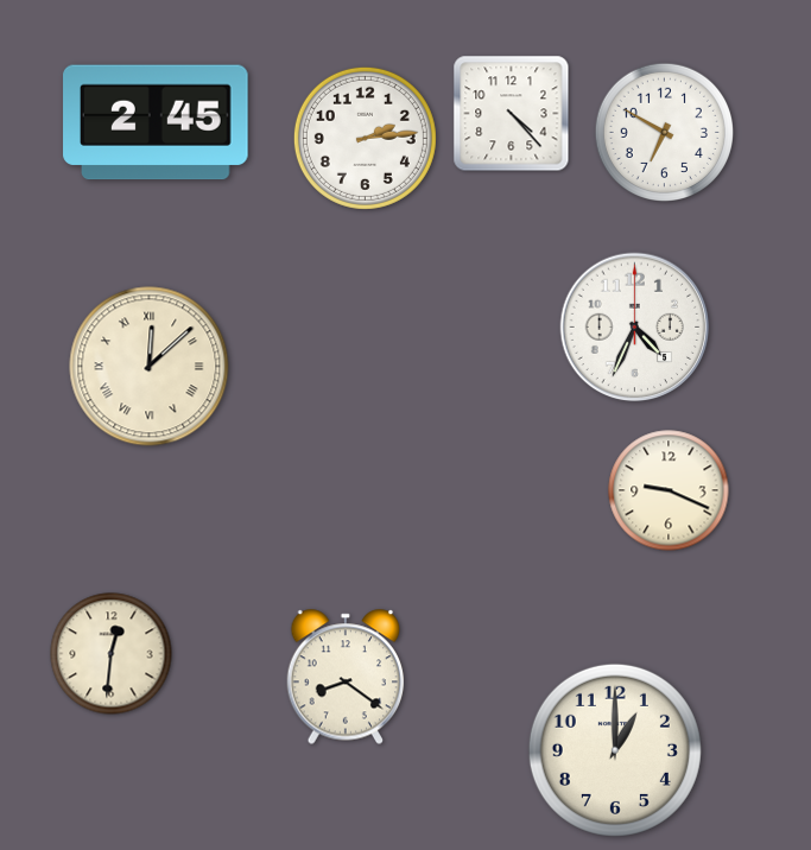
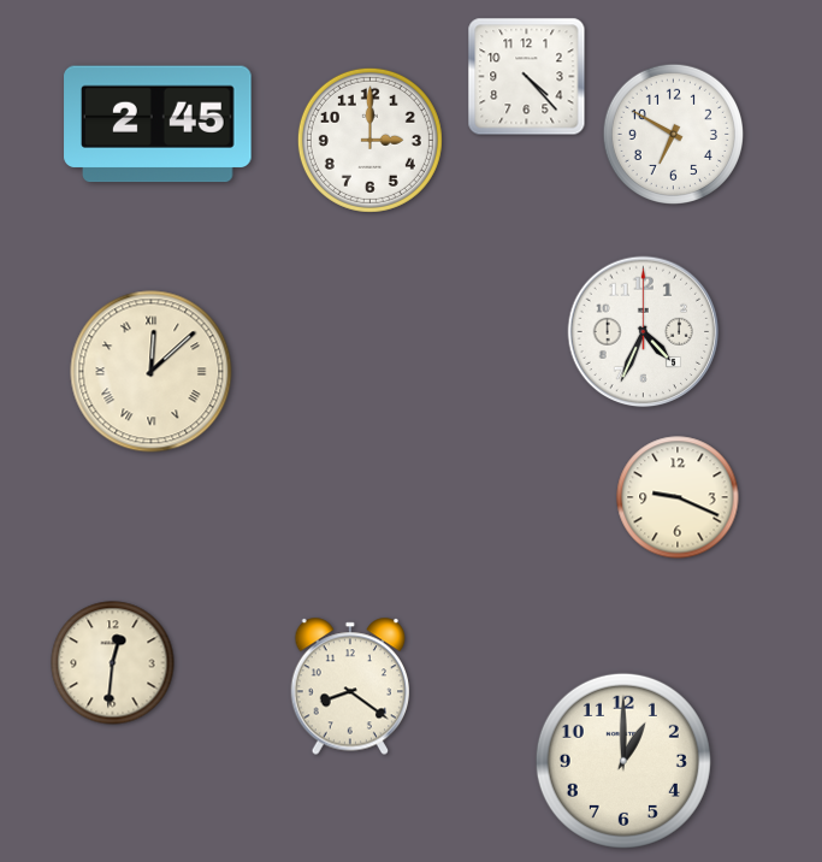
clock at (512, 114) position: (512, 114) -> (527, 77)
clock at (365, 138): 2:14 -> 3:00
